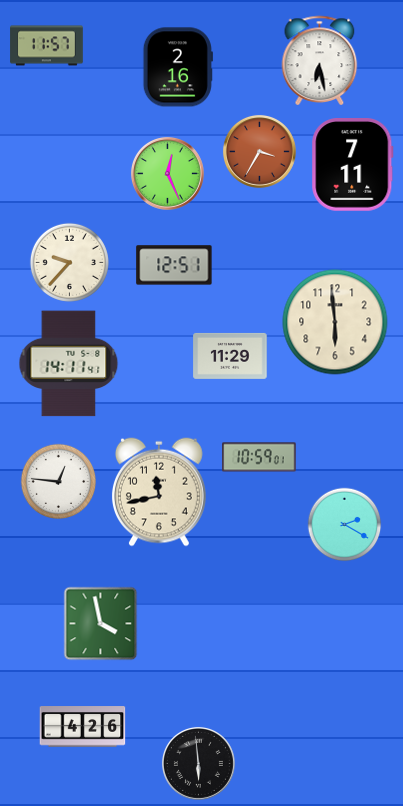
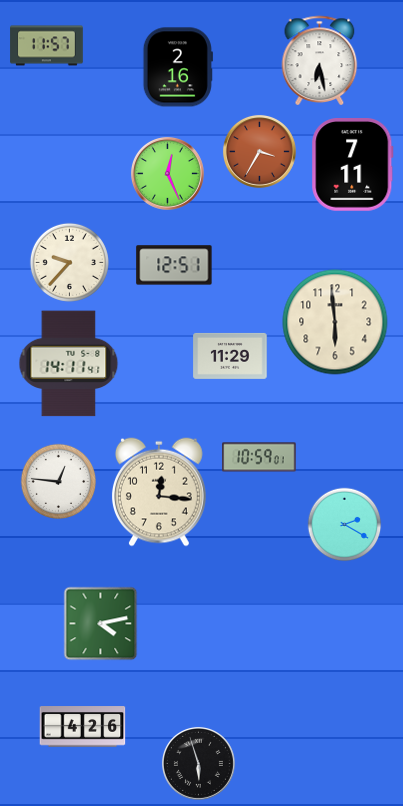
clock at (159, 492): 11:43 -> 12:16
clock at (101, 624): 3:58 -> 4:13
clock at (198, 763): 5:59 -> 5:57
